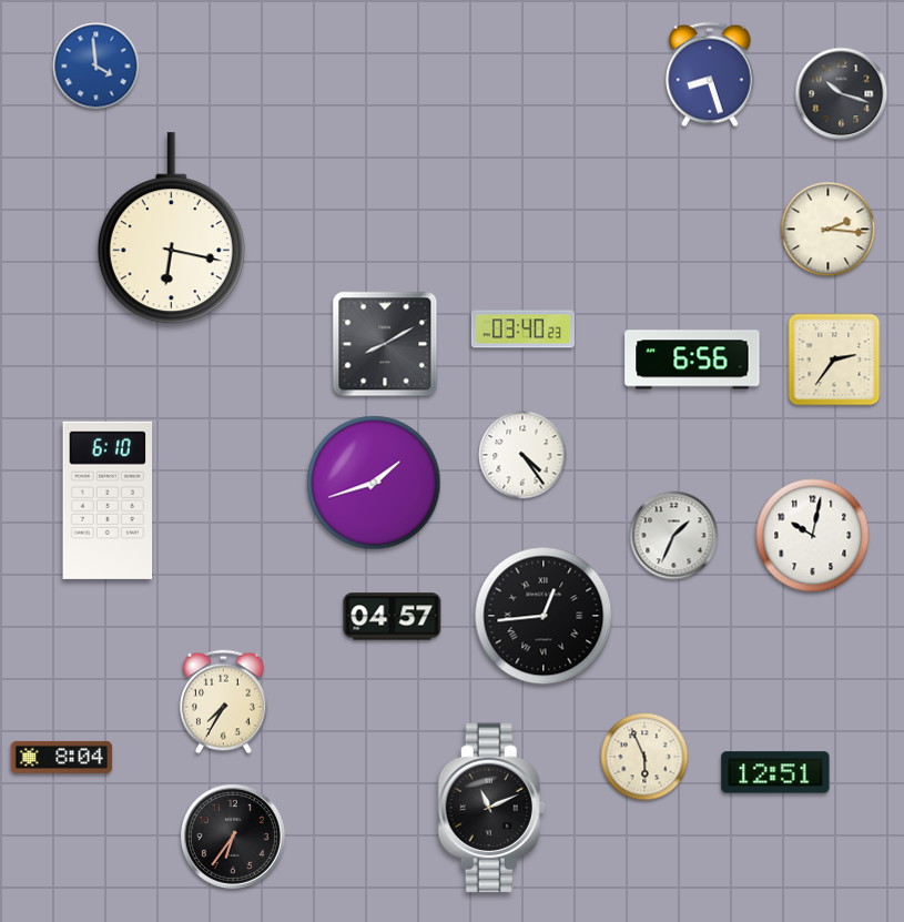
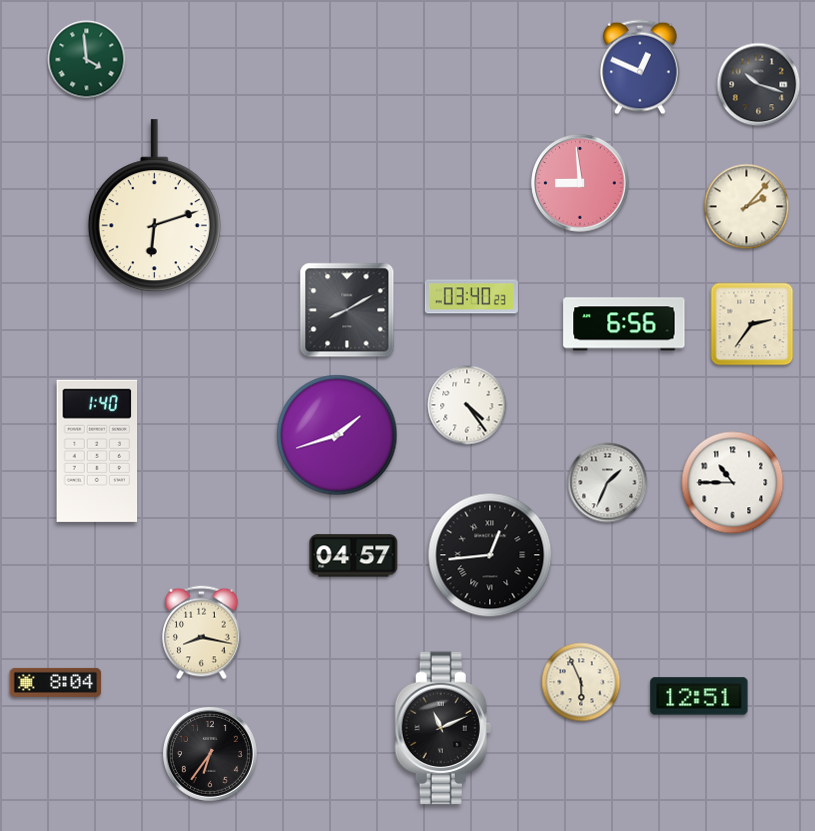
clock at (97, 67) dial: blue -> green
clock at (710, 74): 8:27 -> 12:49
clock at (580, 183): none -> 8:59
clock at (171, 229): 6:17 -> 6:12
clock at (829, 230): 2:16 -> 2:07
clock at (522, 455) position: (522, 455) -> (467, 405)
clock at (108, 500): 6:10 -> 1:40
clock at (813, 536): 10:02 -> 10:45
clock at (224, 702): 7:35 -> 8:17
